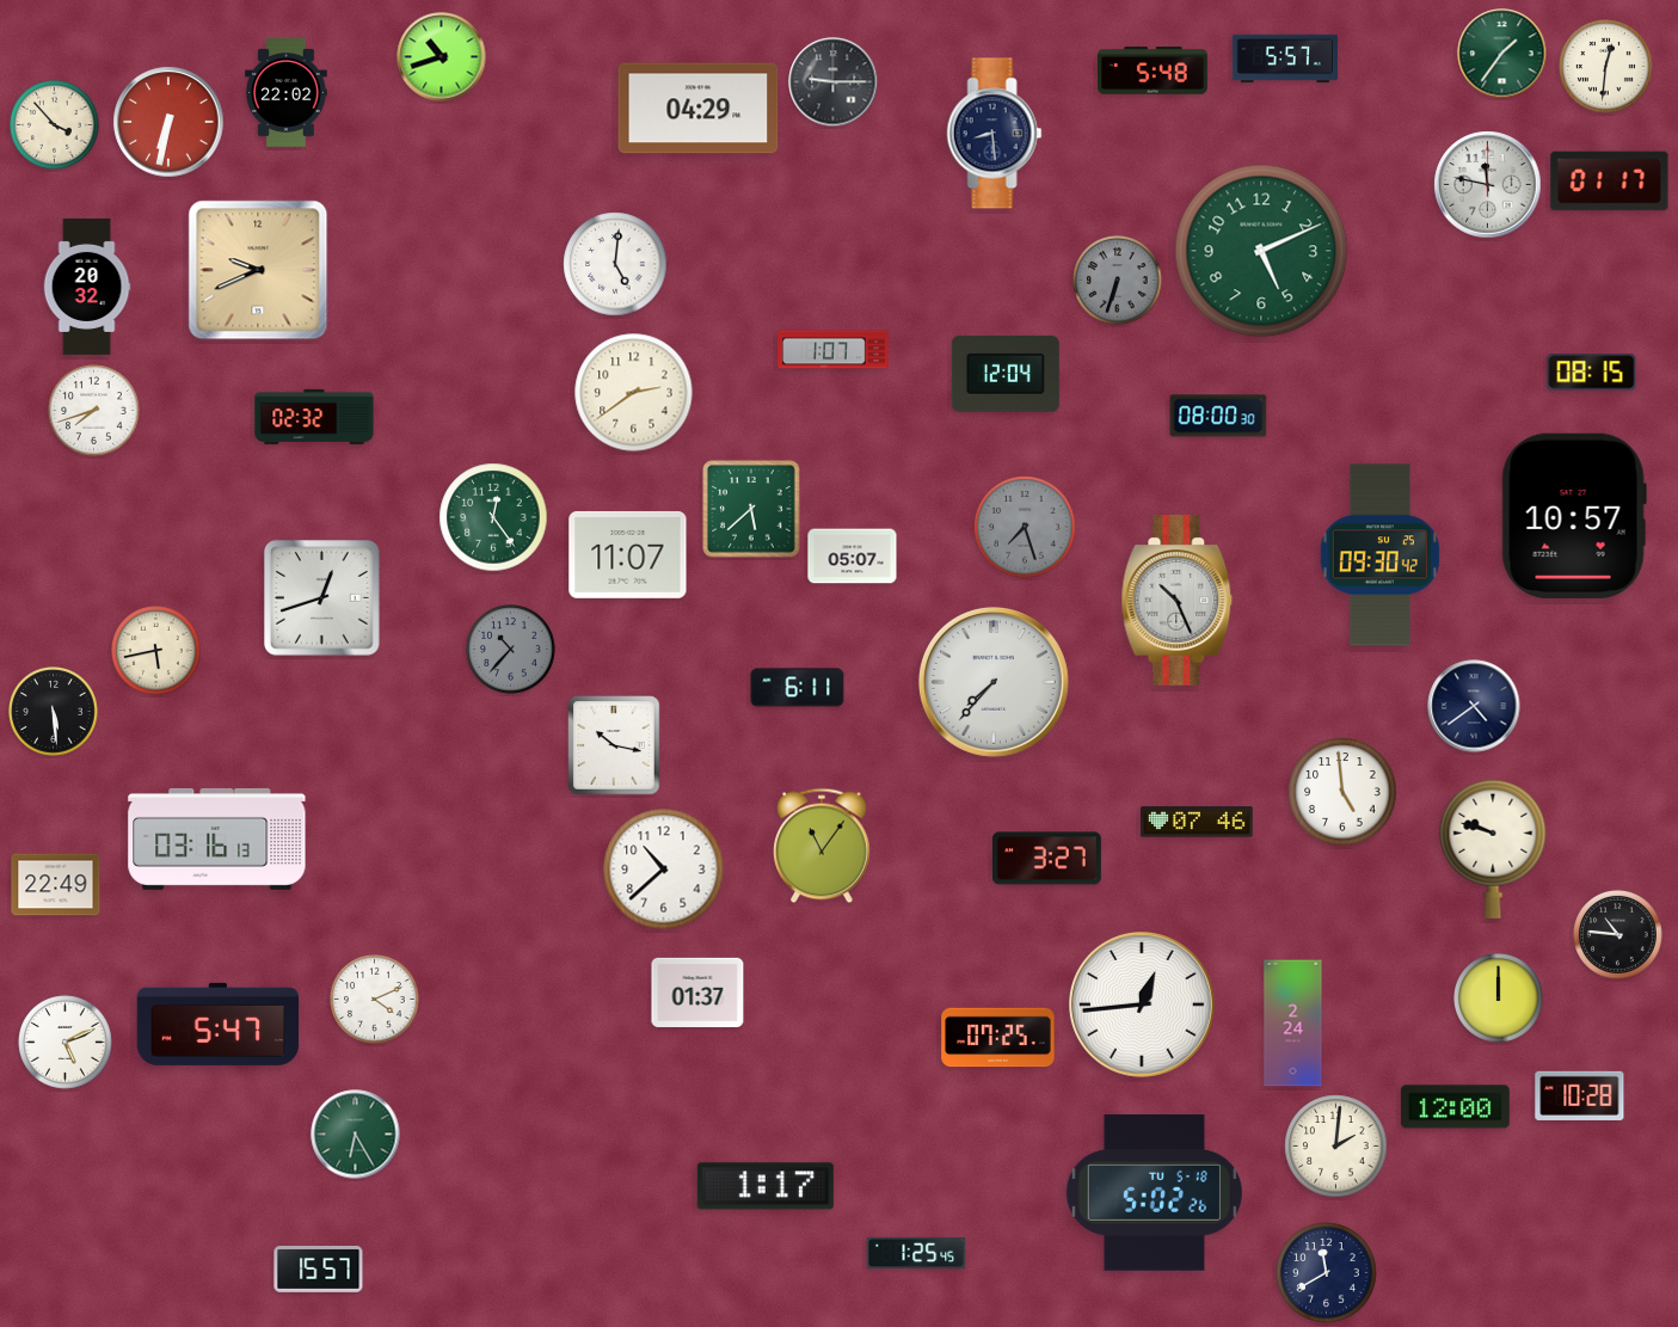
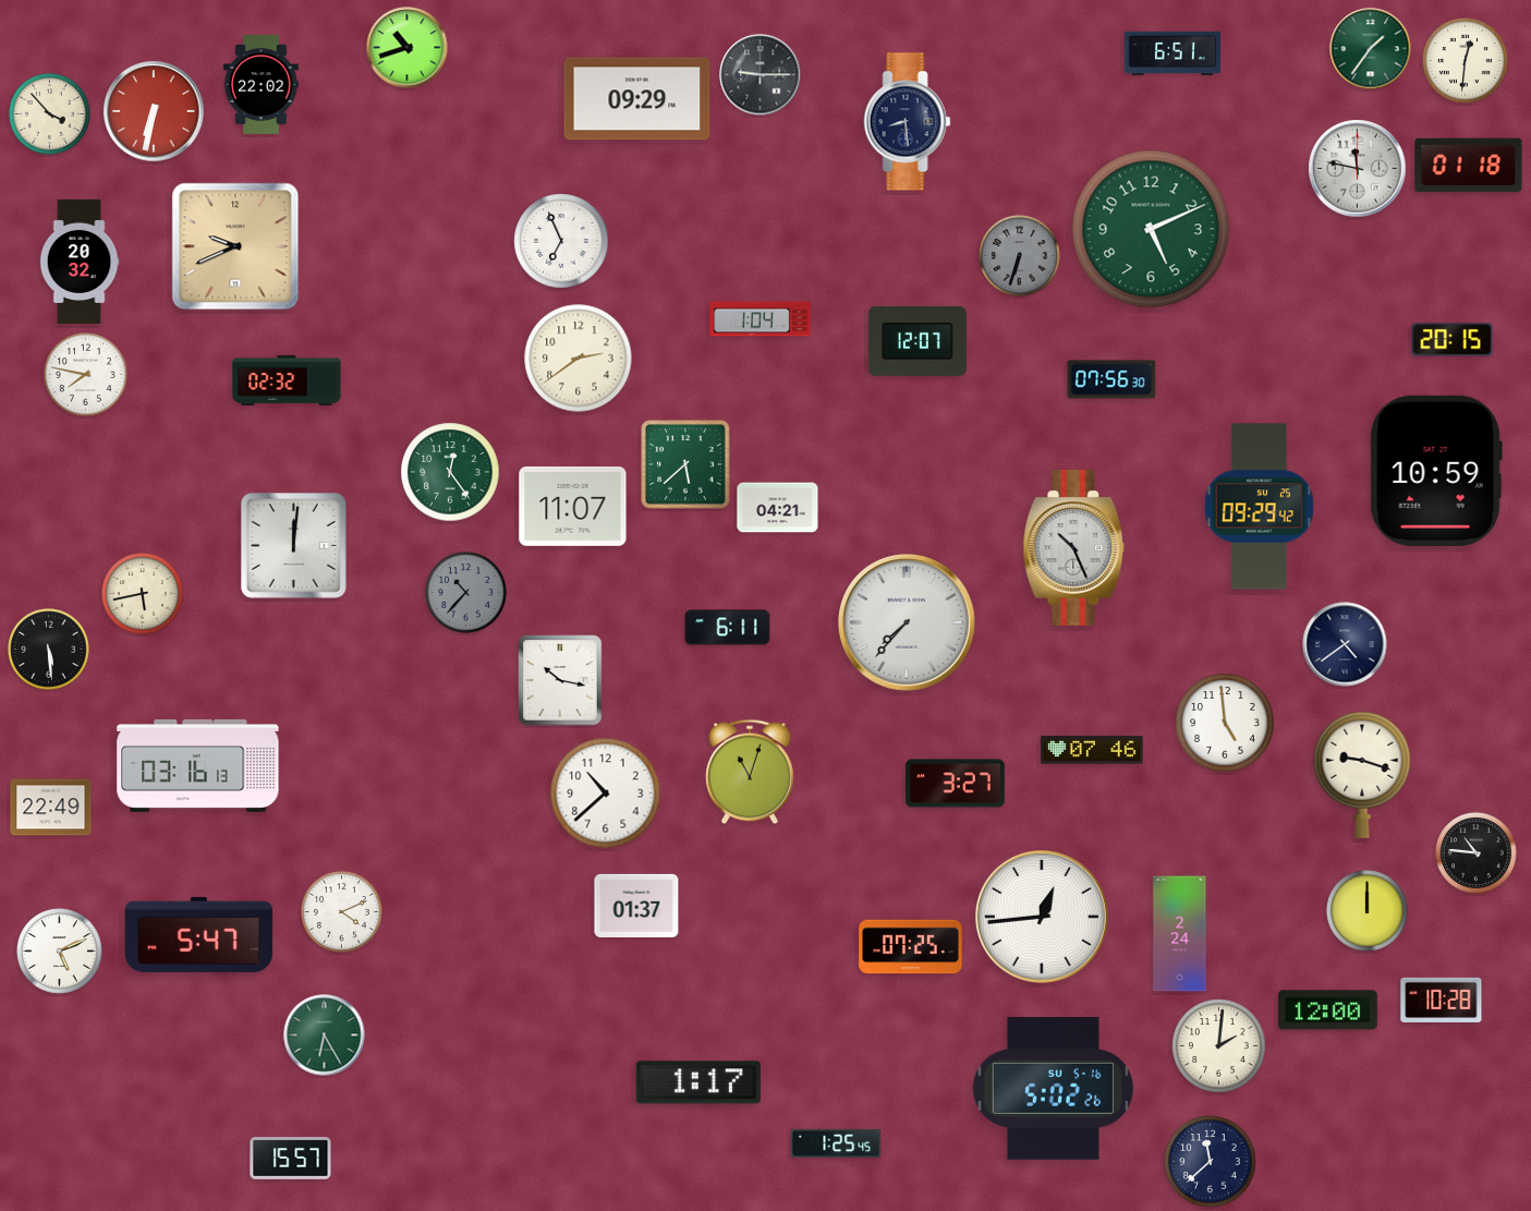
clock at (442, 57) position: (442, 57) -> (408, 48)
clock at (1285, 59): 5:57 -> 6:51
clock at (1154, 70): 5:48 -> none
clock at (699, 109): 04:29 -> 09:29
clock at (1610, 182): 01:17 -> 01:18
clock at (615, 264): 5:01 -> 6:56
clock at (834, 350): 1:07 -> 1:04
clock at (1592, 373): 08:15 -> 20:15
clock at (1006, 374): 12:04 -> 12:07
clock at (94, 411): 7:42 -> 7:47
clock at (1218, 416): 08:00 -> 07:56
clock at (1574, 516): 10:57 -> 10:59
clock at (1025, 527): 7:27 -> none
clock at (1379, 555): 09:30 -> 09:29
clock at (853, 557): 05:07 -> 04:21
clock at (322, 598): 12:42 -> 12:01
clock at (823, 846): 11:06 -> 11:03
clock at (1493, 849): 9:48 -> 9:18
clock at (1154, 1193) date: TU 5-18 -> SU 5-16
clock at (1327, 1273): 11:40 -> 11:38
